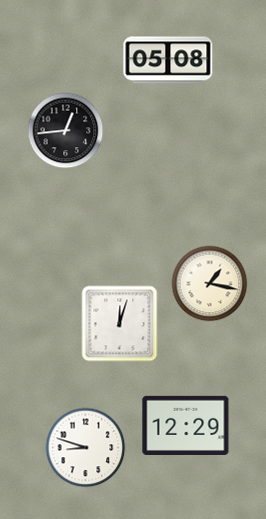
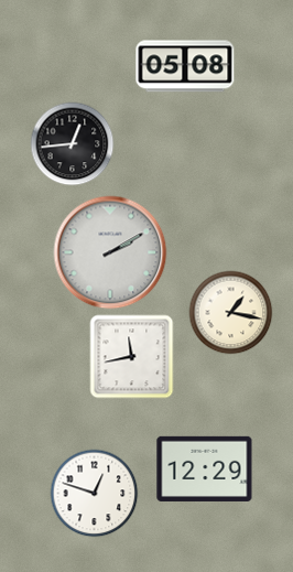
clock at (110, 252): none -> 2:10
clock at (120, 324): 12:03 -> 11:43
clock at (86, 448): 8:48 -> 12:48
